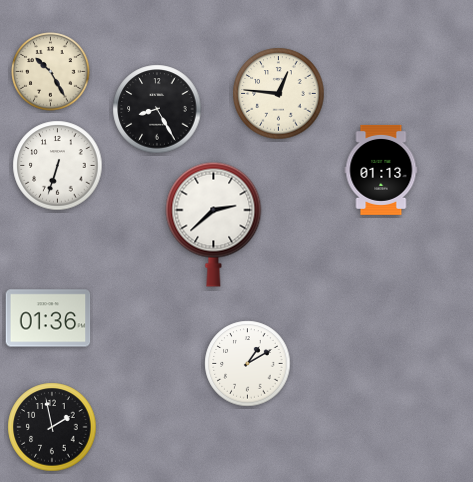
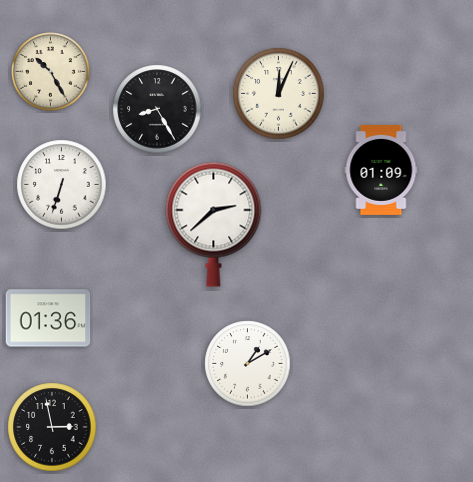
clock at (279, 94): 12:46 -> 12:04
clock at (58, 166) position: (58, 166) -> (62, 185)
clock at (381, 170): 01:13 -> 01:09
clock at (52, 427): 1:58 -> 2:58
